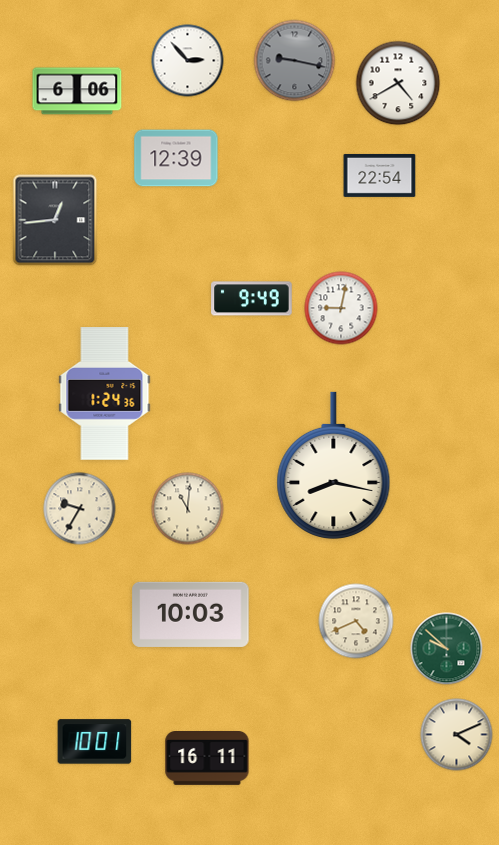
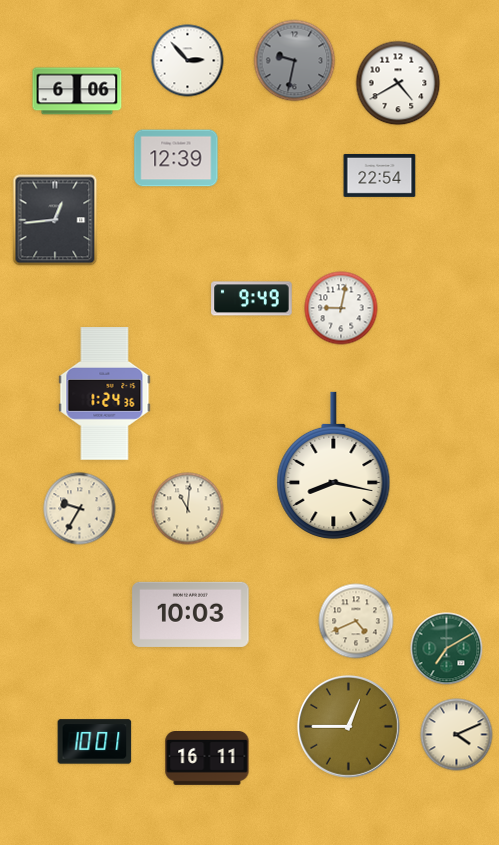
clock at (295, 61): 9:17 -> 9:32
clock at (447, 649): 9:52 -> 7:10
clock at (348, 726): none -> 12:45
